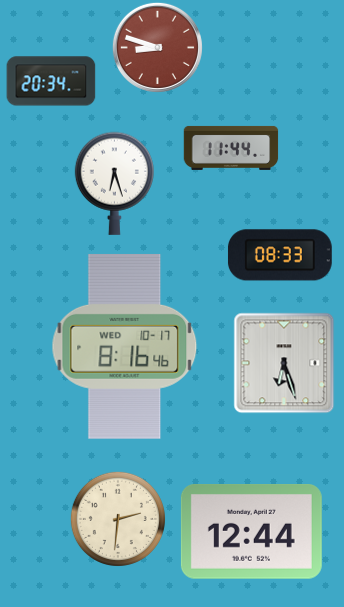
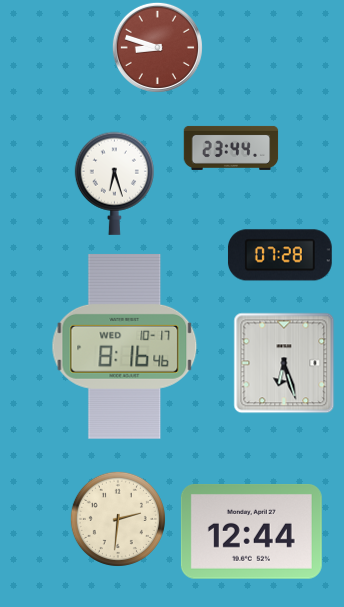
clock at (51, 81): 20:34 -> none
clock at (231, 148): 11:44 -> 23:44
clock at (280, 255): 08:33 -> 07:28
